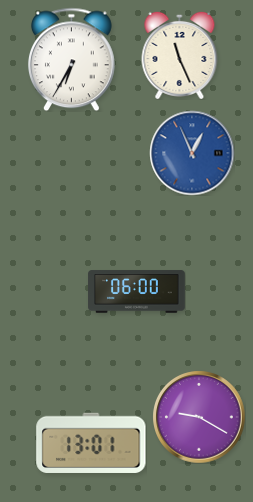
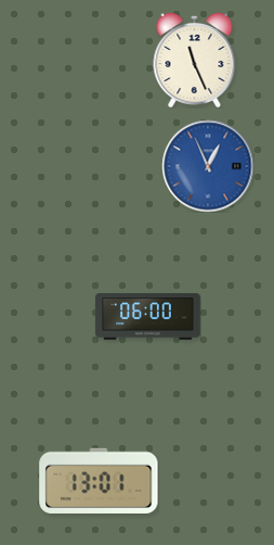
clock at (72, 59): 6:35 -> none
clock at (199, 417): 9:20 -> none
